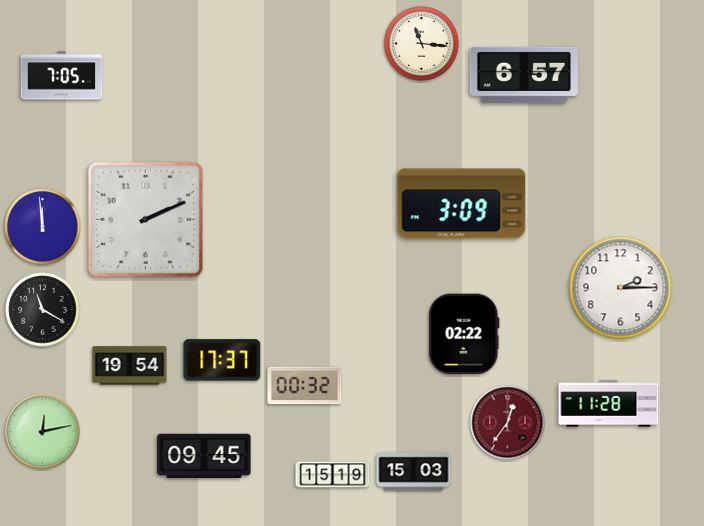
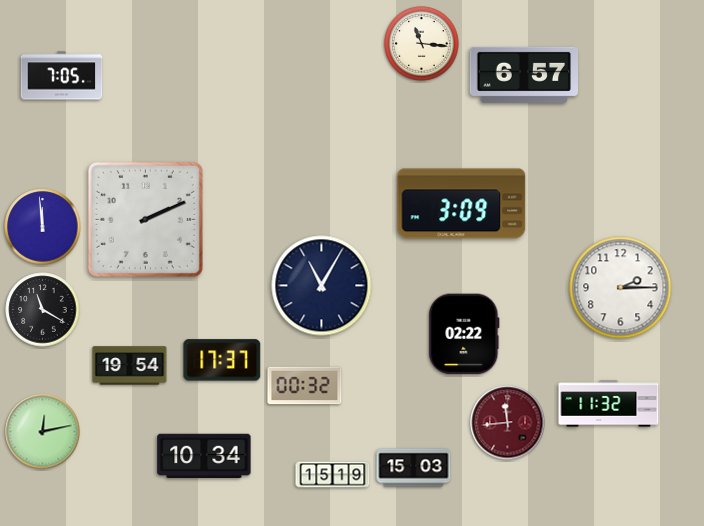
clock at (322, 286): none -> 11:05
clock at (609, 404): 11:28 -> 11:32
clock at (508, 423): 12:36 -> 11:44
clock at (204, 455): 09:45 -> 10:34
clock at (414, 472) position: (414, 472) -> (414, 468)
